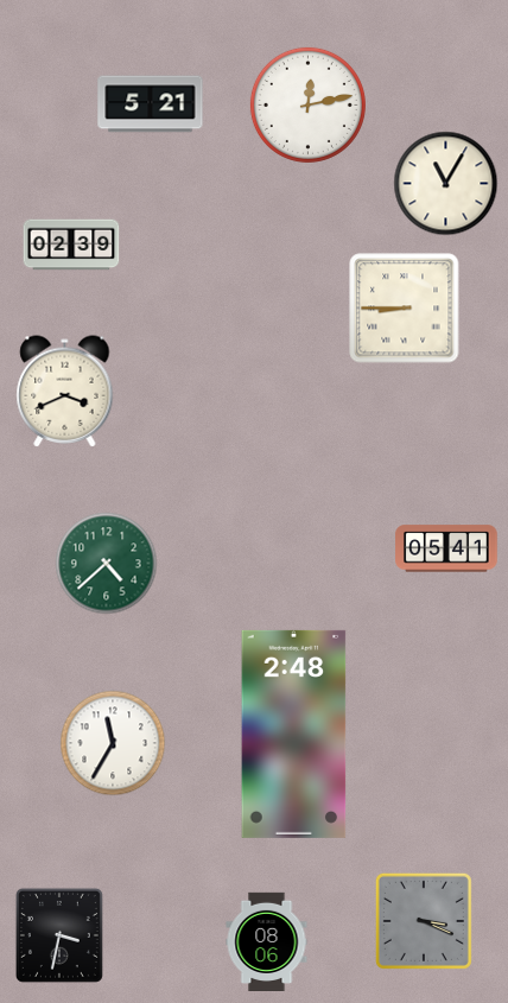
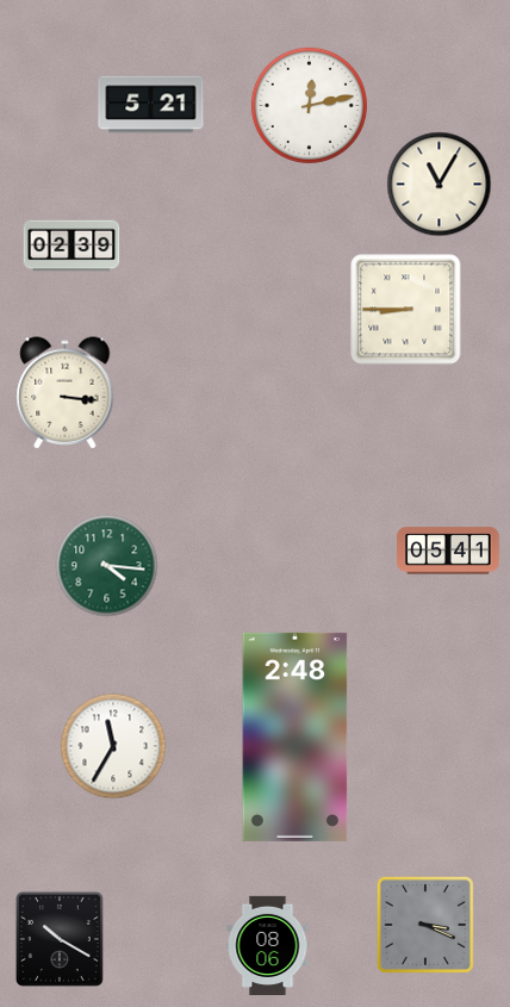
clock at (446, 184) position: (446, 184) -> (440, 185)
clock at (65, 392): 3:41 -> 3:16
clock at (107, 564): 4:38 -> 4:16
clock at (59, 935): 3:32 -> 10:20
